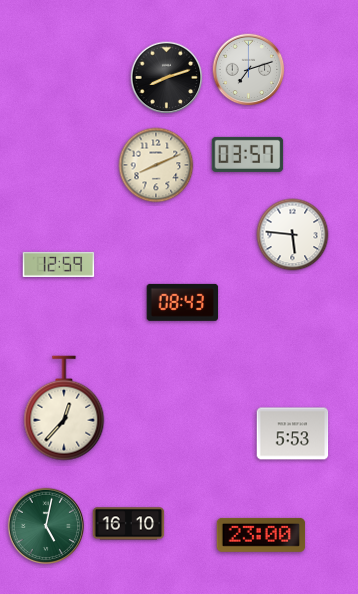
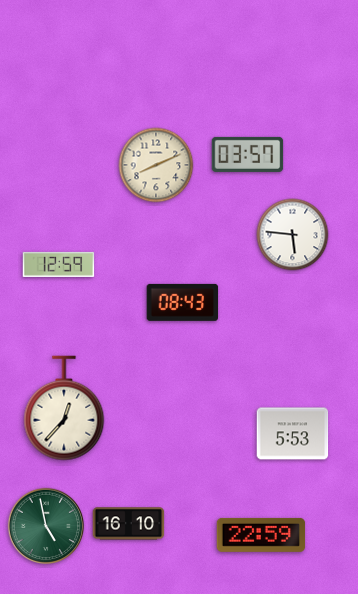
clock at (249, 70): 7:12 -> none
clock at (167, 78): 8:12 -> none
clock at (46, 526): 5:02 -> 4:58
clock at (261, 535): 23:00 -> 22:59
